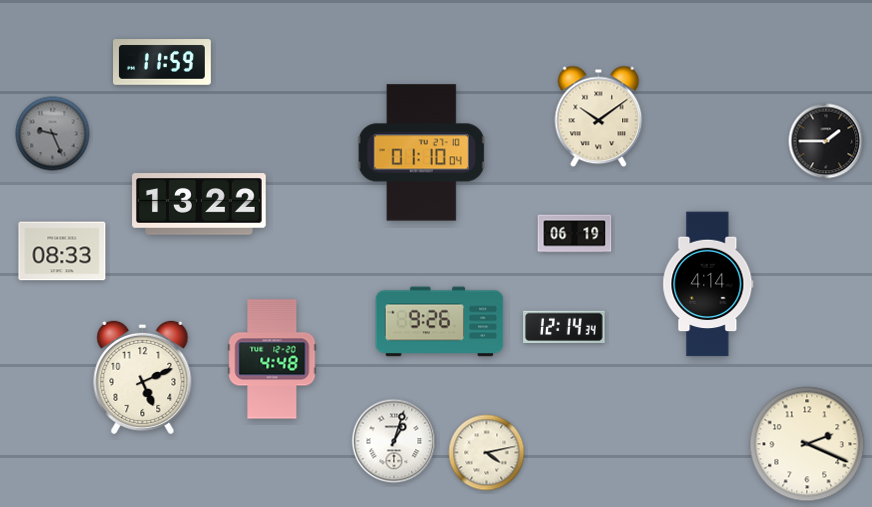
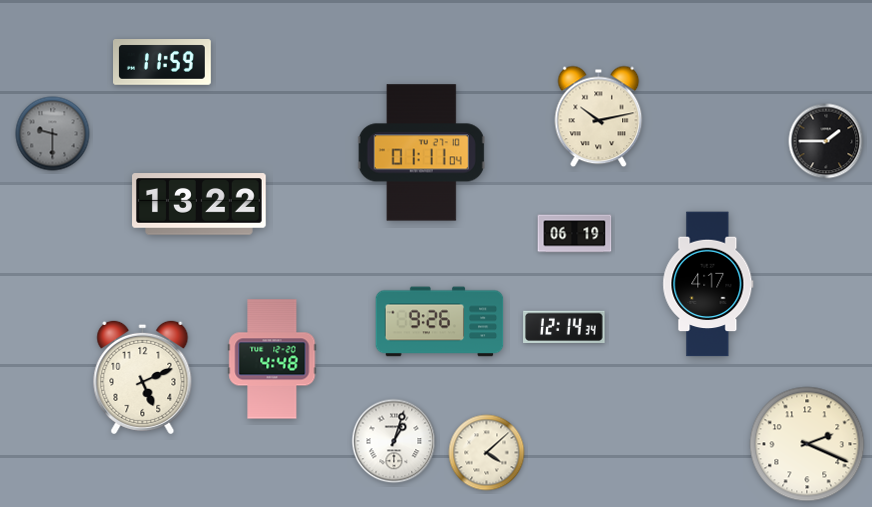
clock at (599, 117): 10:09 -> 10:13
clock at (53, 134): 9:26 -> 9:30
clock at (421, 153): 01:10 -> 01:11
clock at (62, 251): 08:33 -> none
clock at (708, 284): 4:14 -> 4:17
clock at (487, 453): 4:13 -> 4:08
